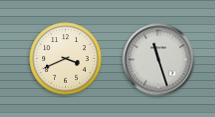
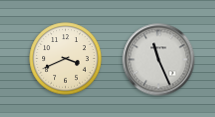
clock at (159, 60): 11:27 -> 11:26
